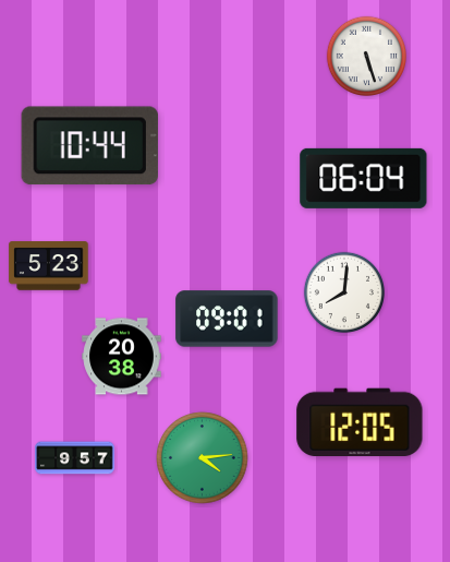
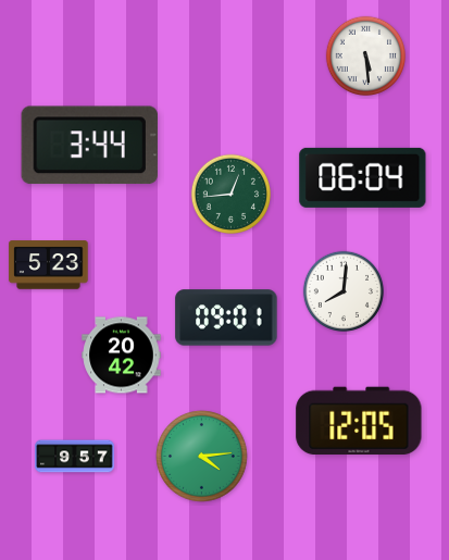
clock at (366, 56): 5:27 -> 5:29
clock at (89, 146): 10:44 -> 3:44
clock at (230, 194): none -> 12:44
clock at (122, 357): 20:38 -> 20:42
